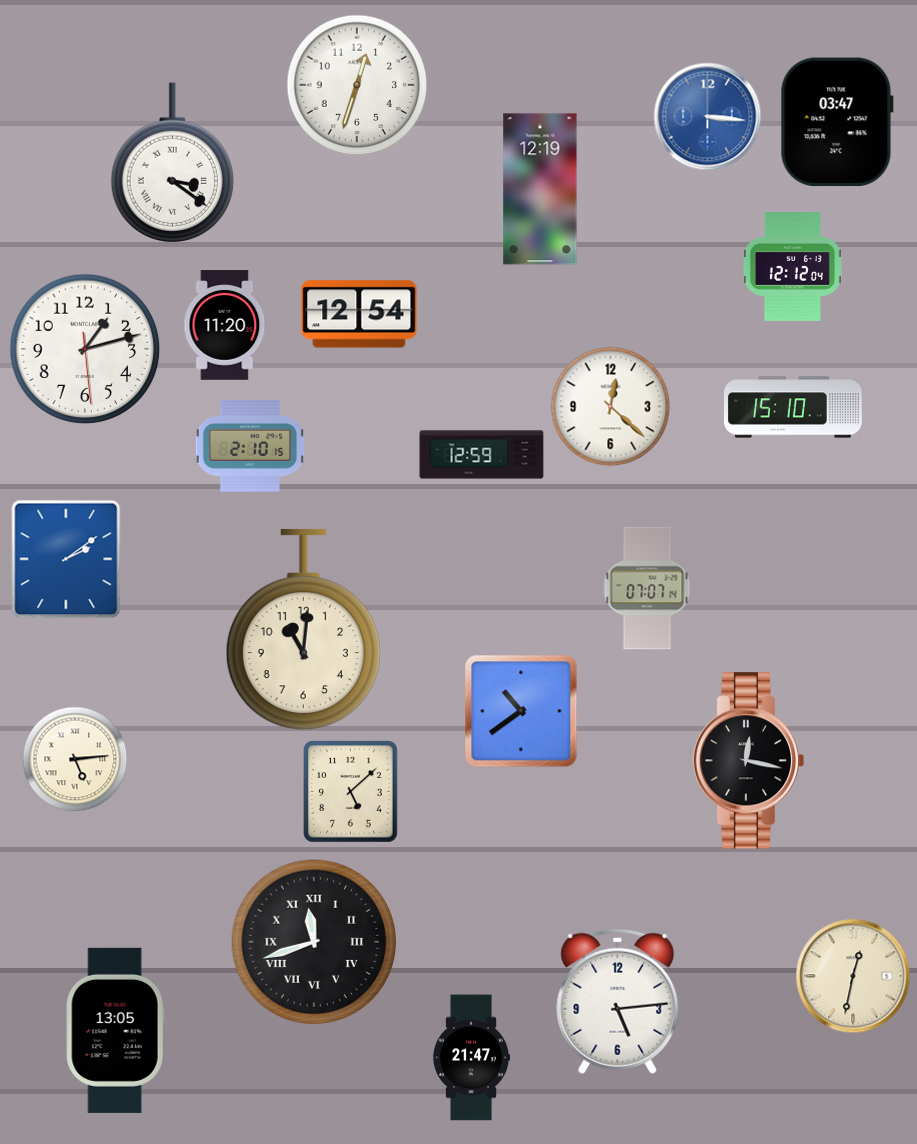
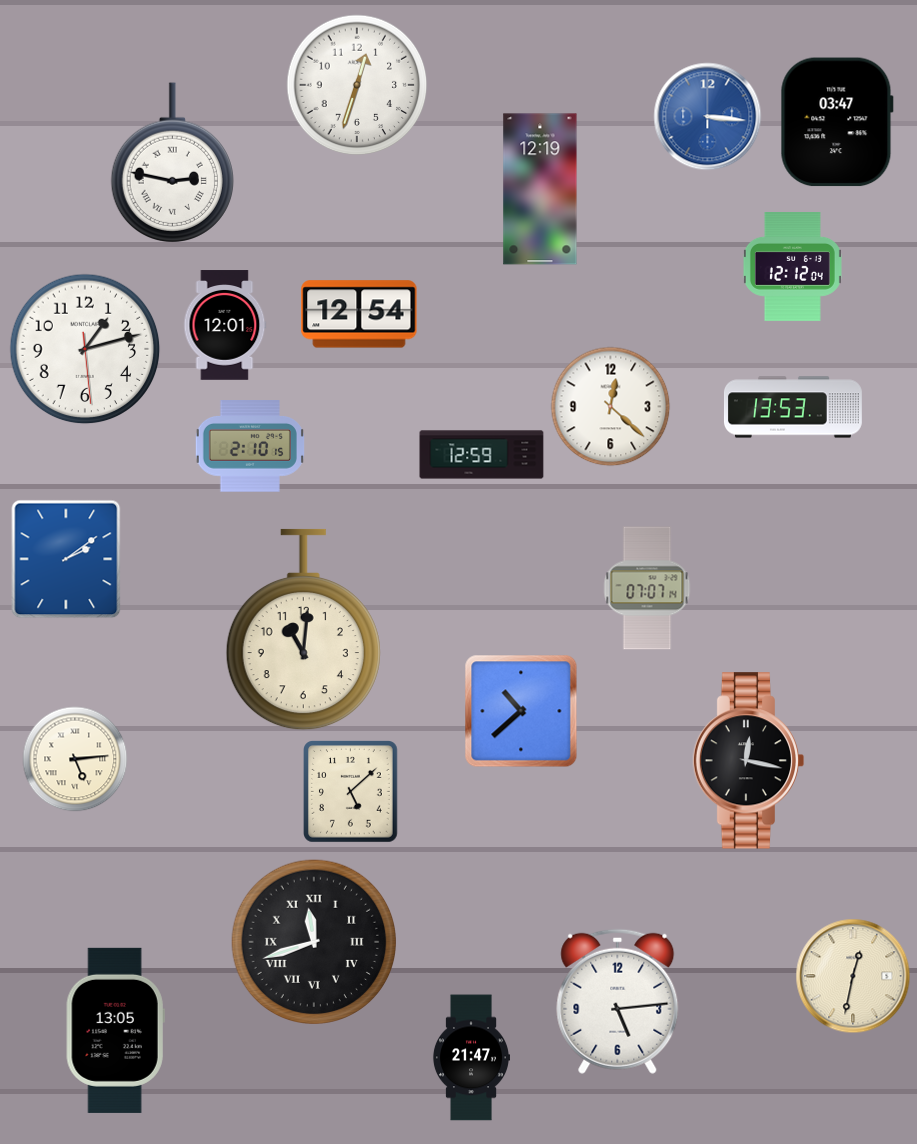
clock at (172, 163): 3:21 -> 2:47
clock at (225, 325): 11:20 -> 12:01
clock at (793, 407): 15:10 -> 13:53
clock at (521, 711): 10:39 -> 10:38
